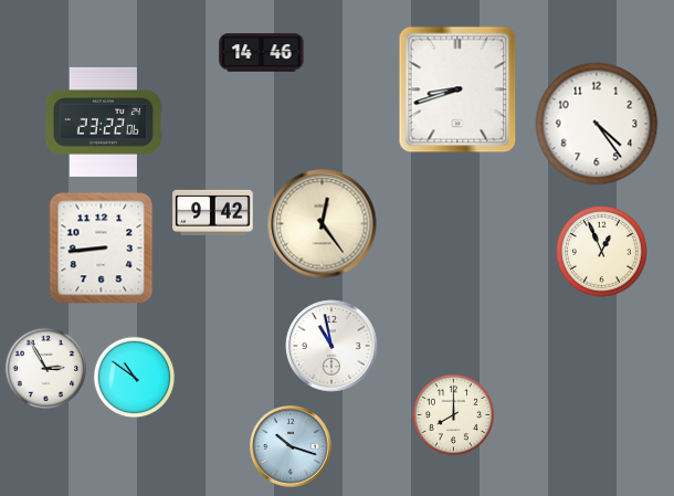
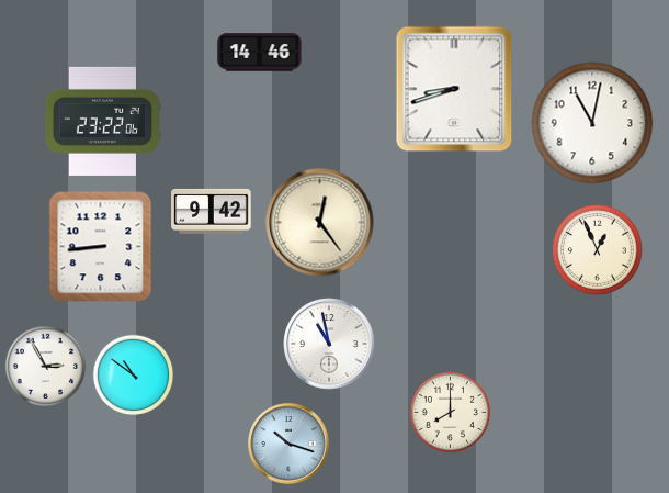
clock at (597, 124): 4:24 -> 11:02
